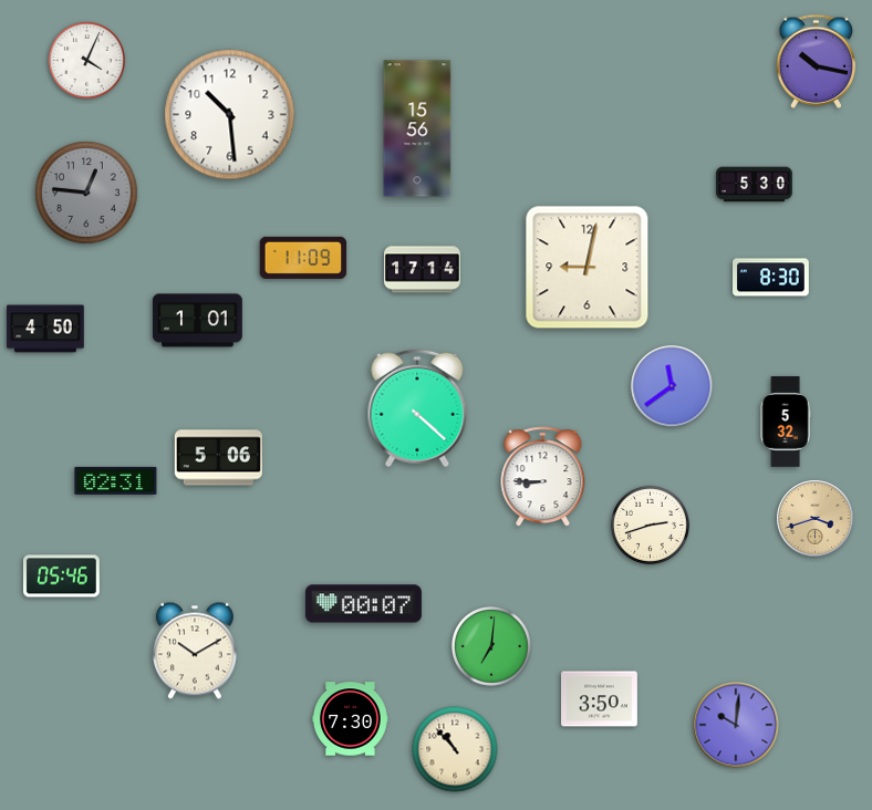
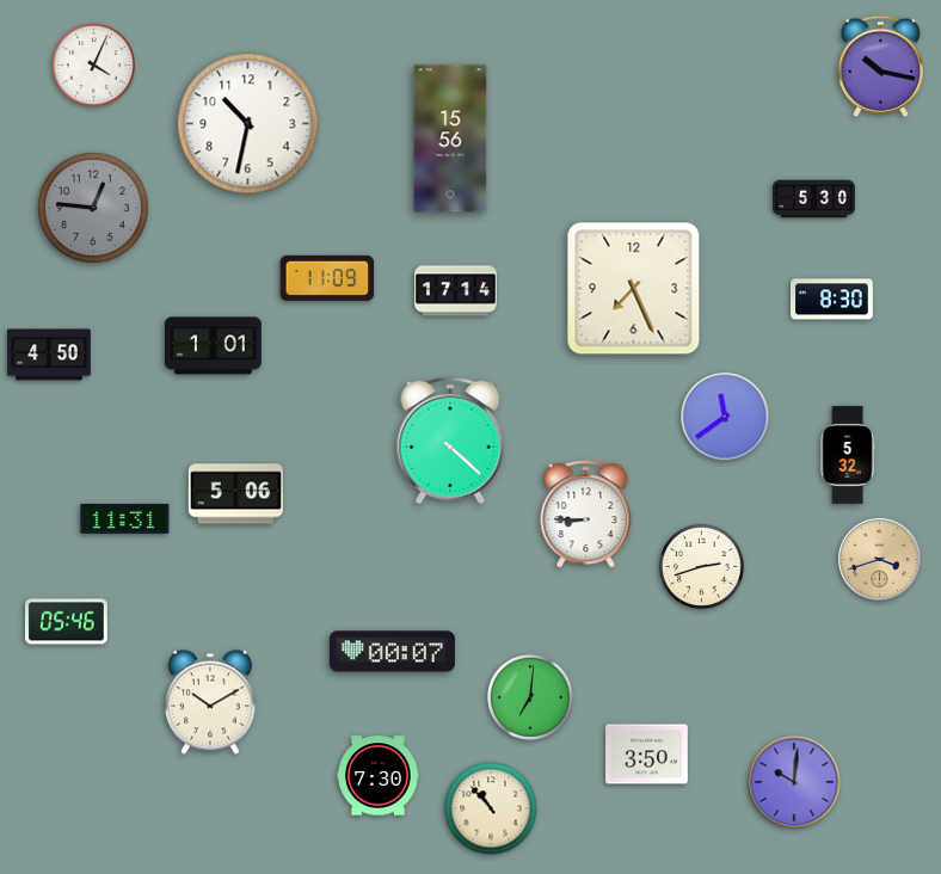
clock at (230, 115): 10:29 -> 10:32
clock at (588, 268): 9:02 -> 7:26
clock at (116, 480): 02:31 -> 11:31
